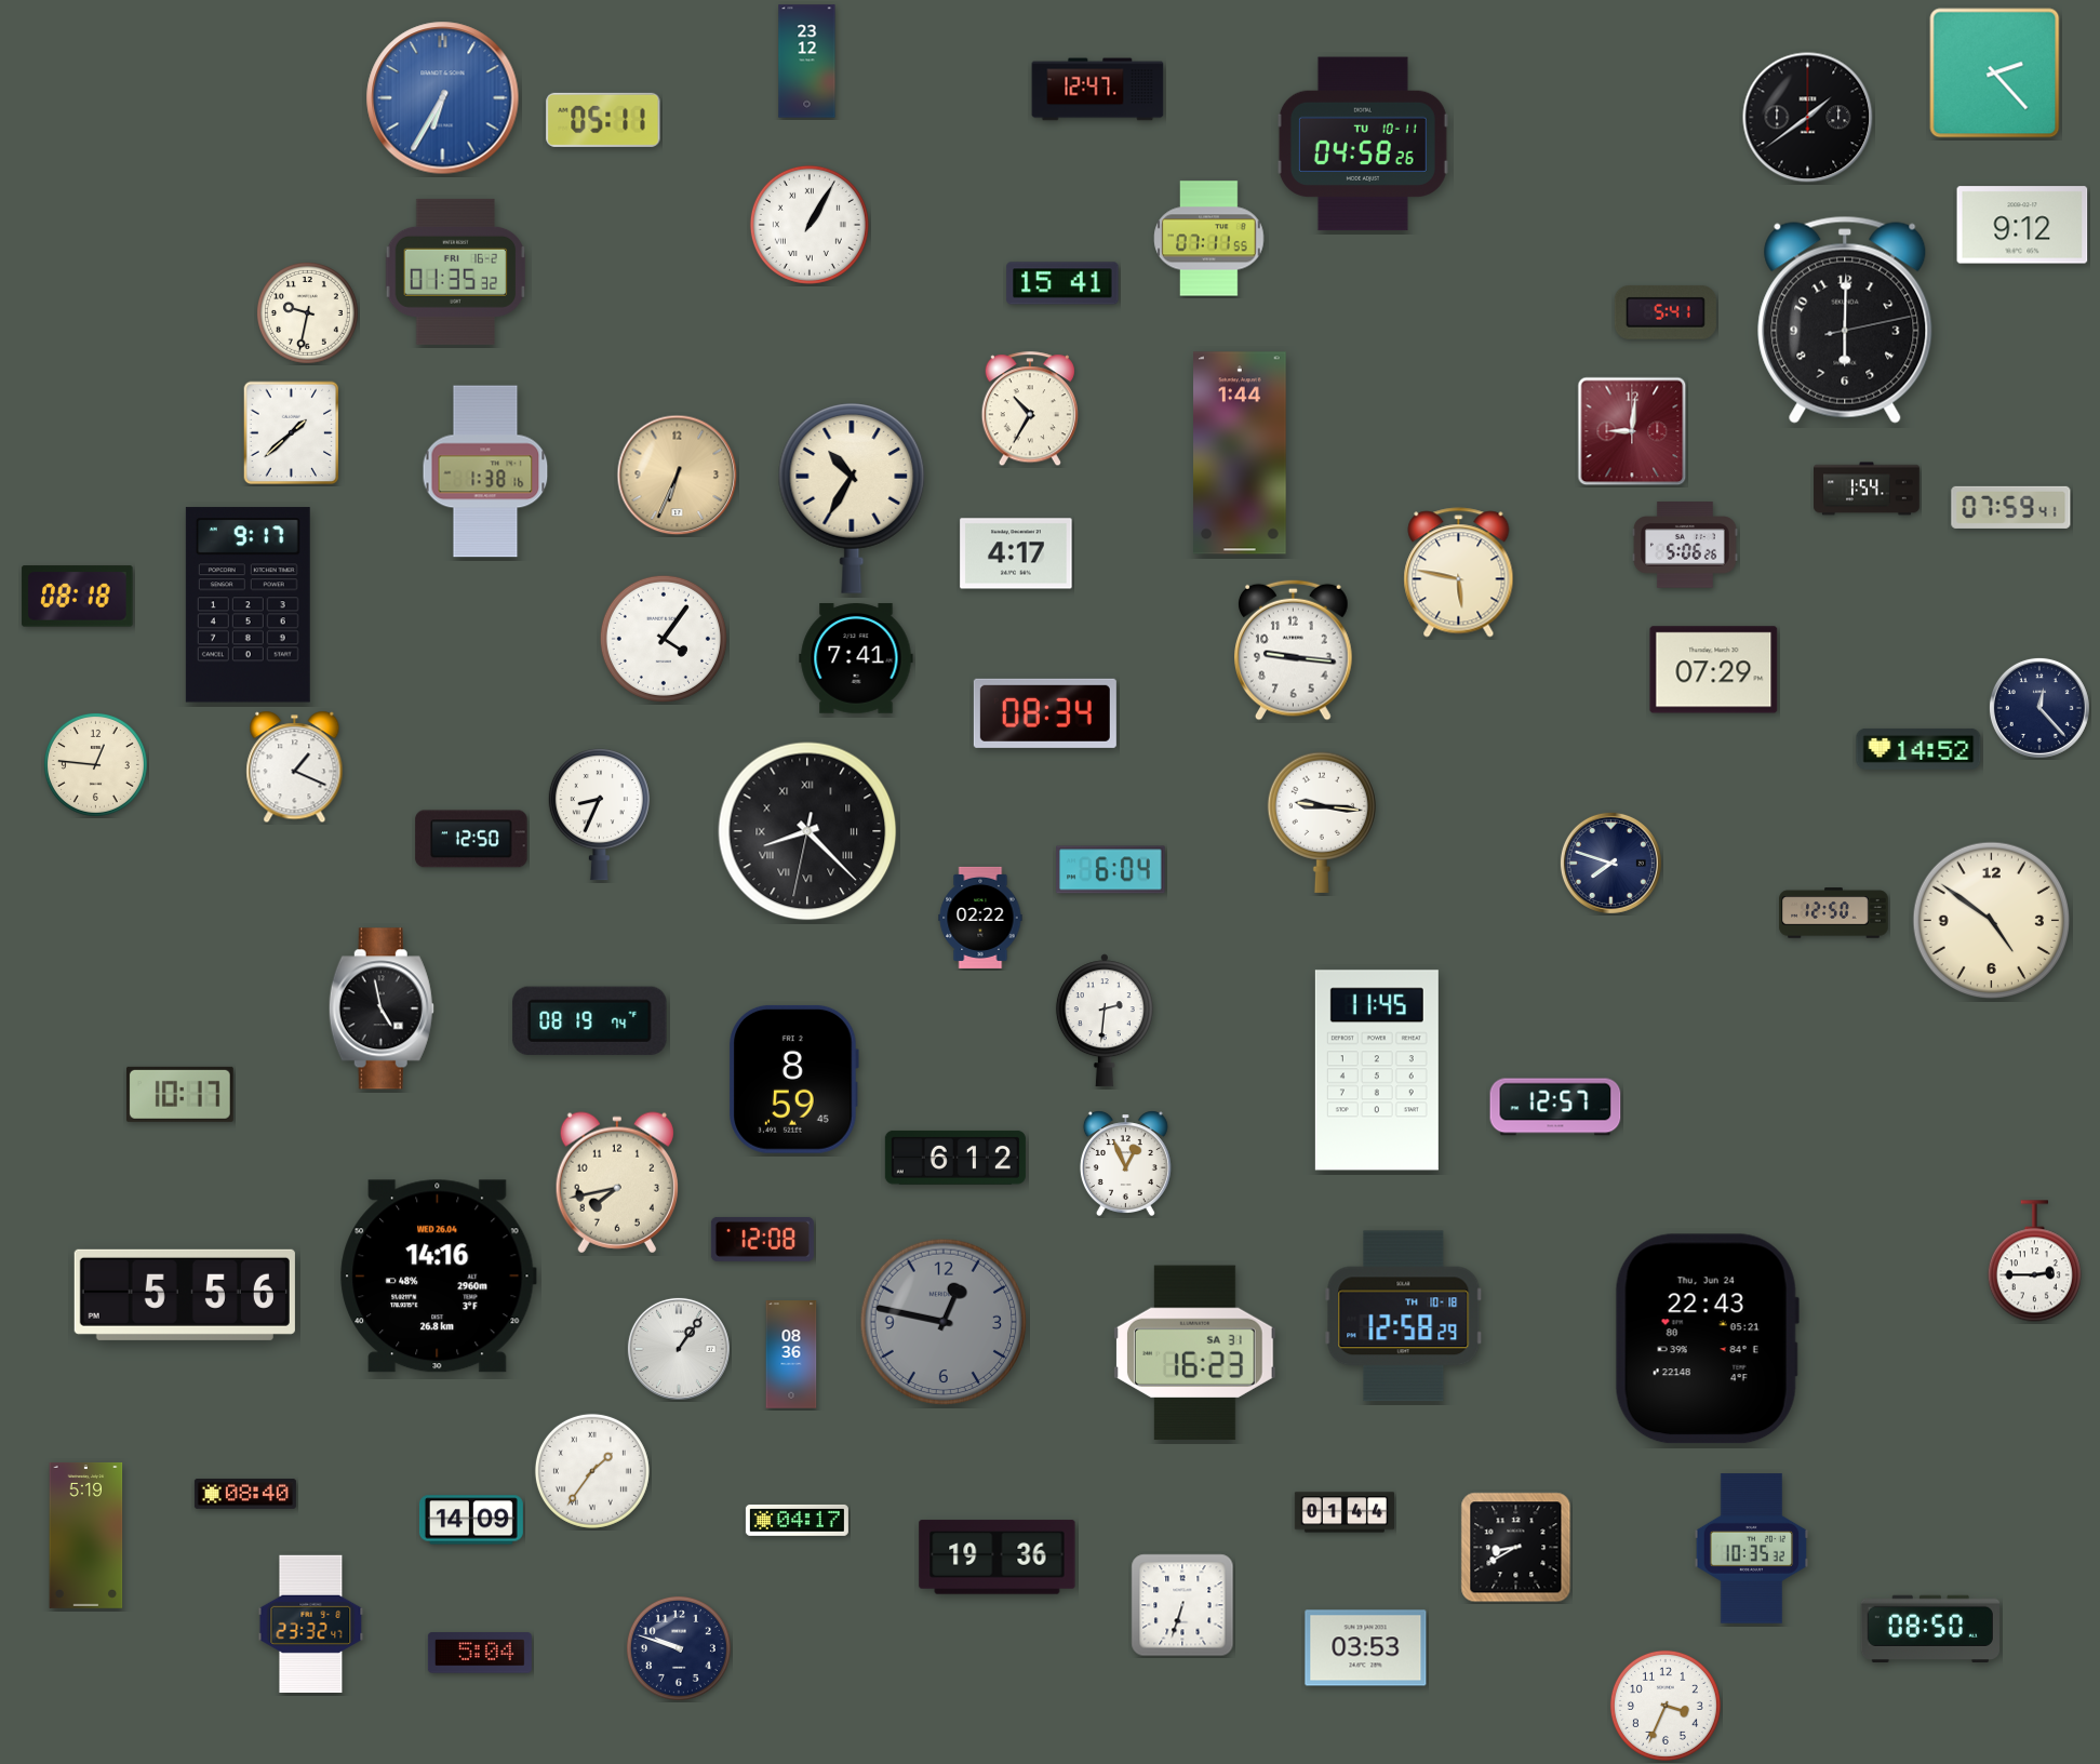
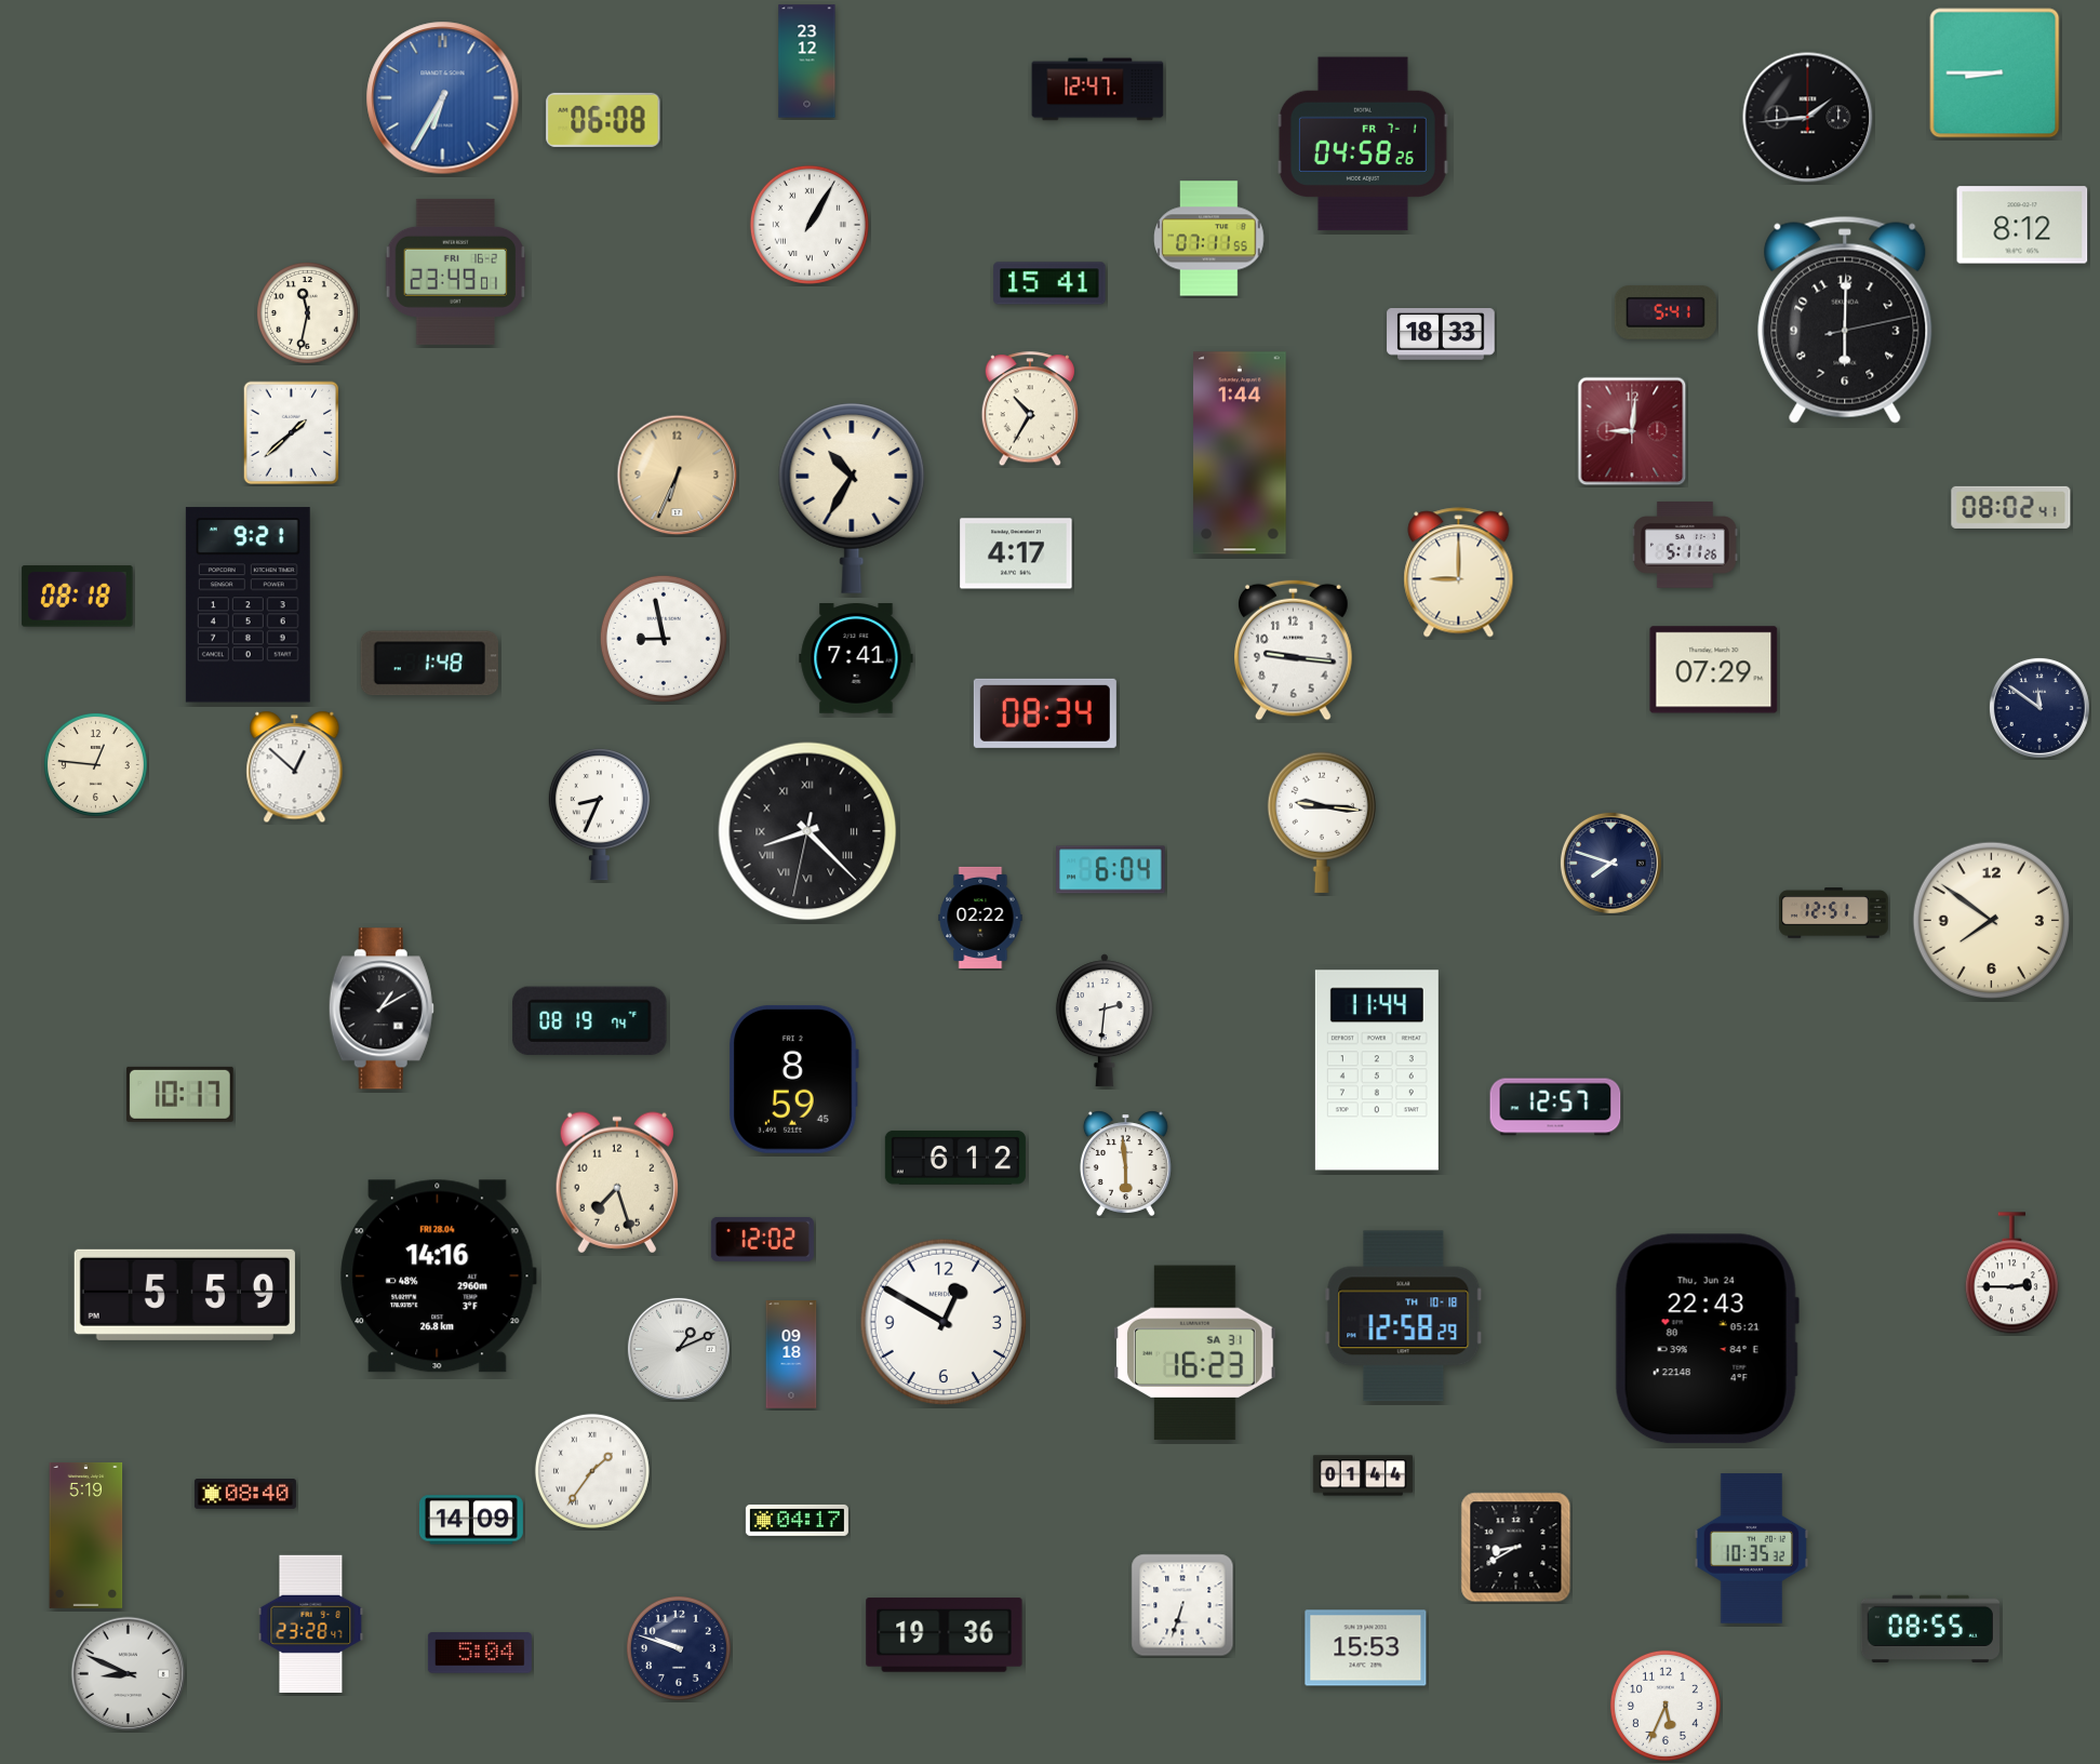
clock at (1995, 73): 2:23 -> 8:45
clock at (1808, 118): 1:39 -> 1:44
clock at (603, 120): 05:11 -> 06:08
clock at (1363, 144) date: TU 10-11 -> FR 7-1
clock at (2022, 225): 9:12 -> 8:12
clock at (456, 271): 01:35 -> 23:49
clock at (1062, 283) position: (1062, 283) -> (1049, 283)
clock at (307, 312): 9:32 -> 11:32
clock at (1441, 335): none -> 18:33
clock at (485, 471): 1:38 -> none
clock at (1868, 489): 1:54 -> none
clock at (2011, 507): 07:59 -> 08:02
clock at (1686, 545): 5:06 -> 5:11
clock at (1459, 573): 5:47 -> 9:00
clock at (248, 605): 9:17 -> 9:21
clock at (664, 639): 4:06 -> 8:58
clock at (429, 664): none -> 1:48
clock at (2039, 708): 12:23 -> 11:51
clock at (1918, 749): 14:52 -> none
clock at (295, 767): 1:19 -> 12:52
clock at (471, 839): 12:50 -> none
clock at (1834, 913): 12:50 -> 12:51
clock at (1991, 920): 4:51 -> 7:51
clock at (382, 1008): 4:58 -> 1:10
clock at (1377, 1070): 11:45 -> 11:44
clock at (1125, 1163): 12:56 -> 5:59
clock at (617, 1182): 7:43 -> 7:27
clock at (762, 1239): 12:08 -> 12:02
clock at (2034, 1261) position: (2034, 1261) -> (2011, 1273)
clock at (439, 1277) date: WED 26.04 -> FRI 28.04
clock at (185, 1295): 5:56 -> 5:59
clock at (944, 1322): 12:47 -> 12:50
clock at (944, 1322) dial: grey -> white
clock at (679, 1349): 1:06 -> 1:11
clock at (791, 1354): 08:36 -> 09:18
clock at (1345, 1512) position: (1345, 1512) -> (1363, 1475)
clock at (998, 1558) position: (998, 1558) -> (945, 1635)
clock at (311, 1623): 23:32 -> 23:28
clock at (1930, 1629): 08:50 -> 08:55
clock at (1366, 1648): 03:53 -> 15:53
clock at (129, 1674): none -> 8:49
clock at (1666, 1706): 3:34 -> 5:34
